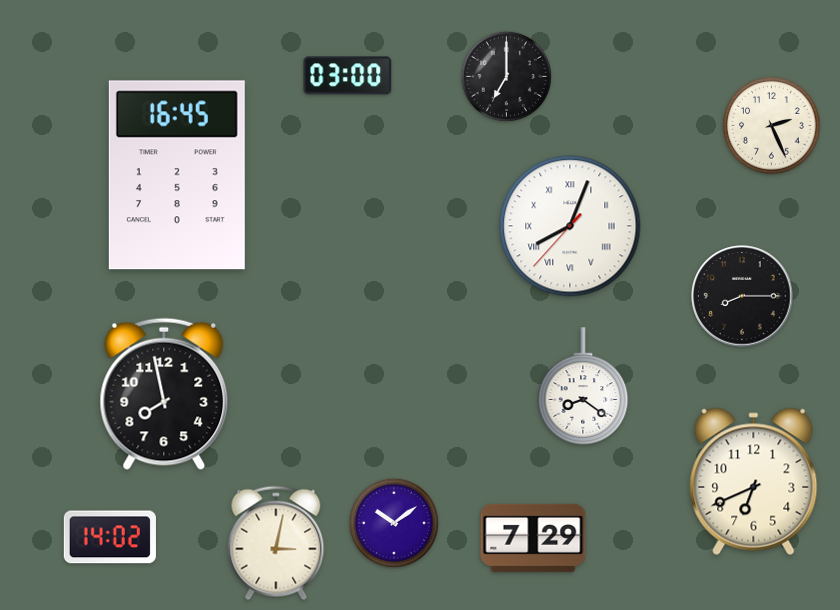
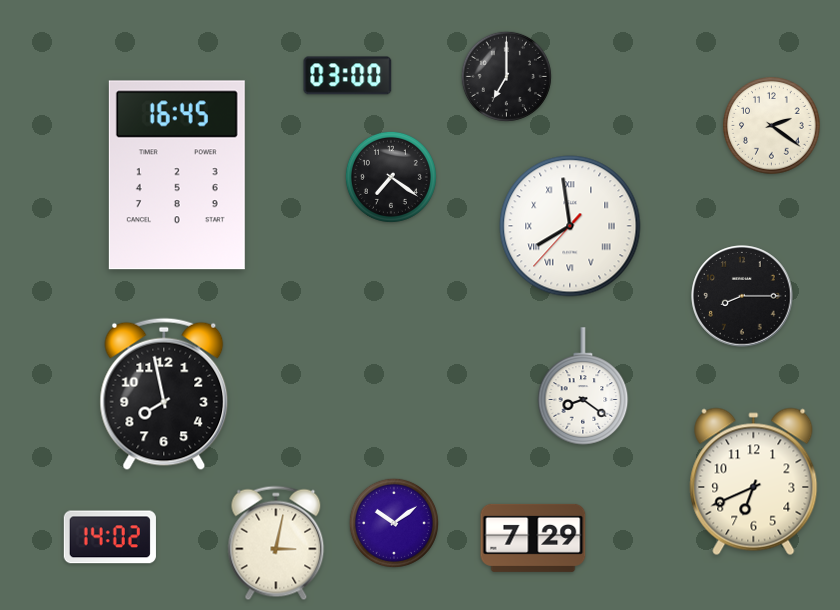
clock at (772, 126): 2:26 -> 2:21
clock at (391, 177): none -> 7:21
clock at (570, 226): 8:03 -> 7:58
